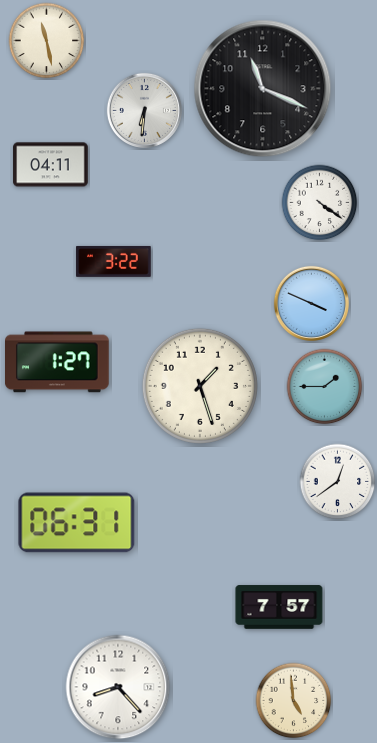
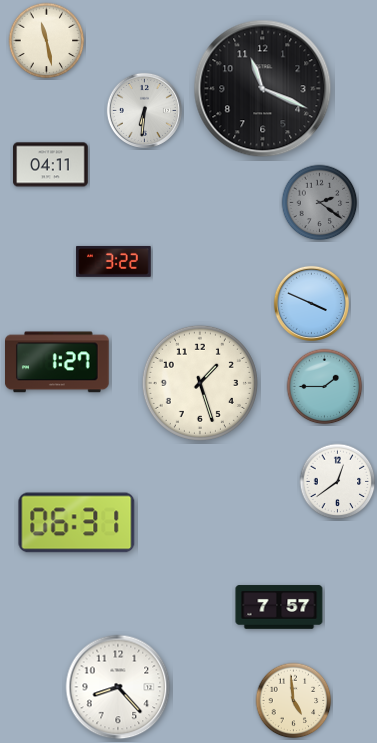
clock at (320, 203): 4:21 -> 2:21
clock at (320, 203) dial: white -> grey
clock at (200, 386) position: (200, 386) -> (200, 383)
